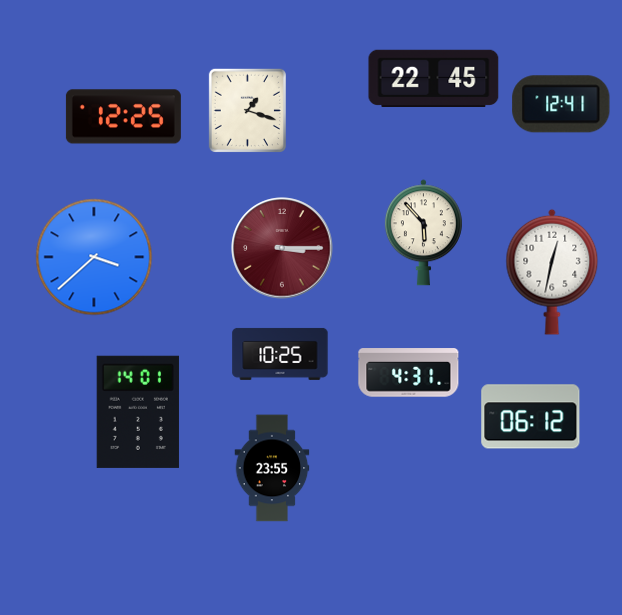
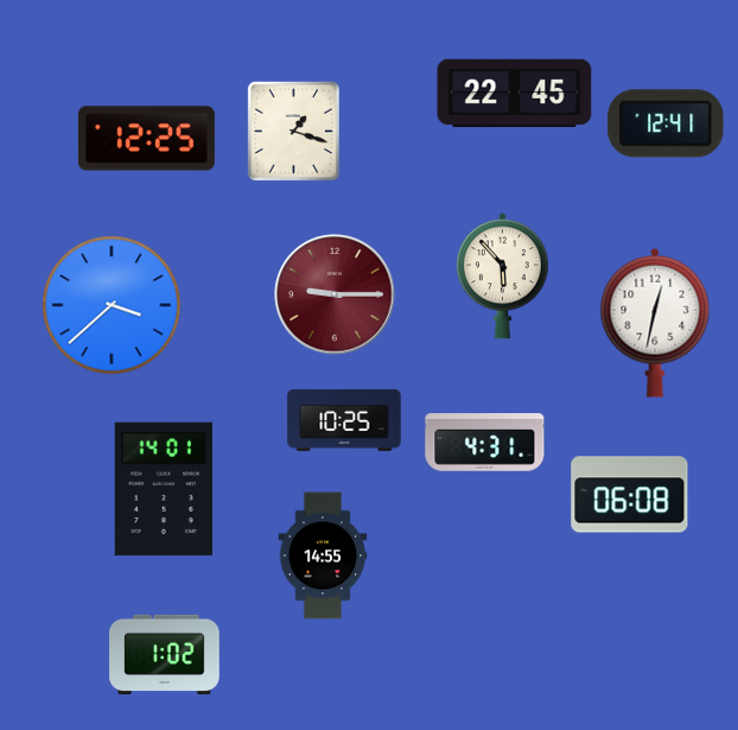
clock at (282, 248): 3:15 -> 9:15
clock at (280, 354) position: (280, 354) -> (344, 420)
clock at (531, 417): 06:12 -> 06:08
clock at (272, 468): 23:55 -> 14:55
clock at (165, 654): none -> 1:02
